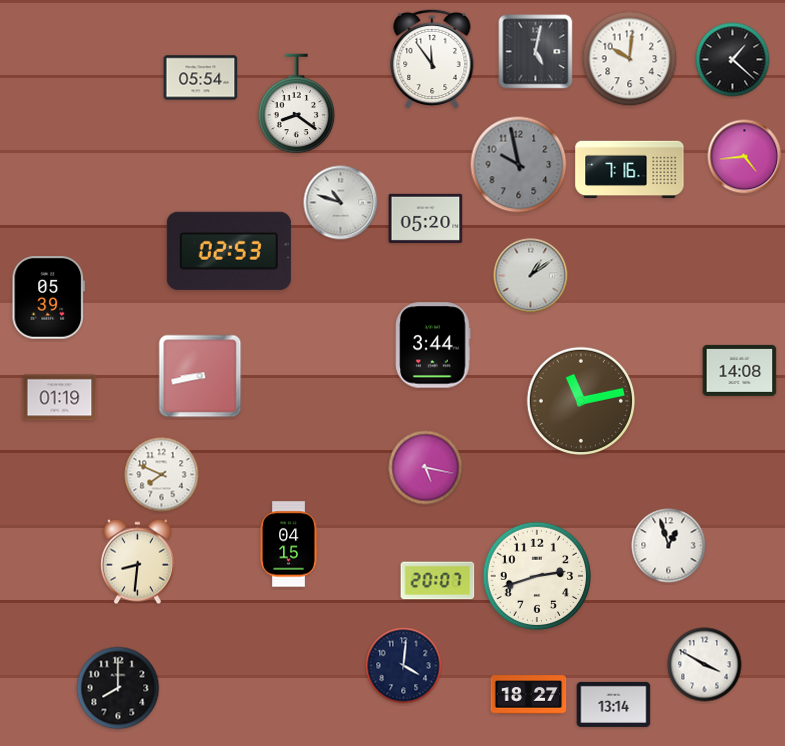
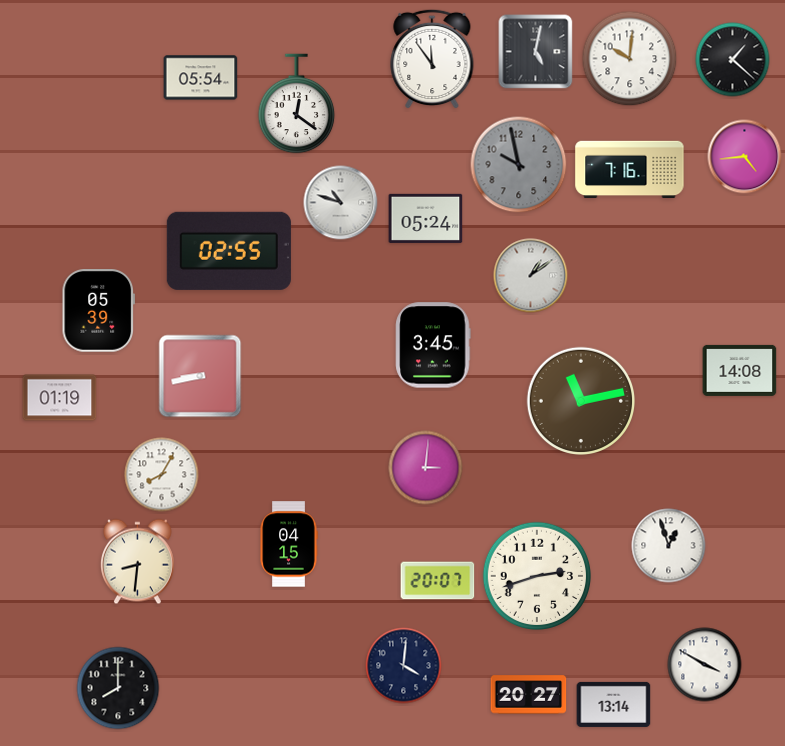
clock at (297, 104): 8:21 -> 12:21
clock at (426, 218): 05:20 -> 05:24
clock at (229, 251): 02:53 -> 02:55
clock at (48, 298) position: (48, 298) -> (98, 311)
clock at (433, 345): 3:44 -> 3:45
clock at (426, 468): 5:17 -> 3:01
clock at (162, 475): 7:49 -> 8:05
clock at (529, 695): 18:27 -> 20:27
